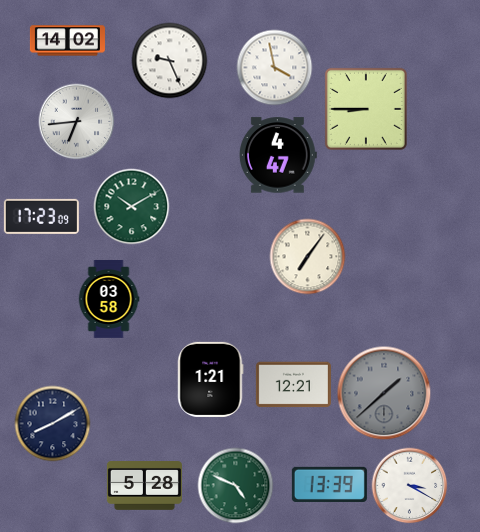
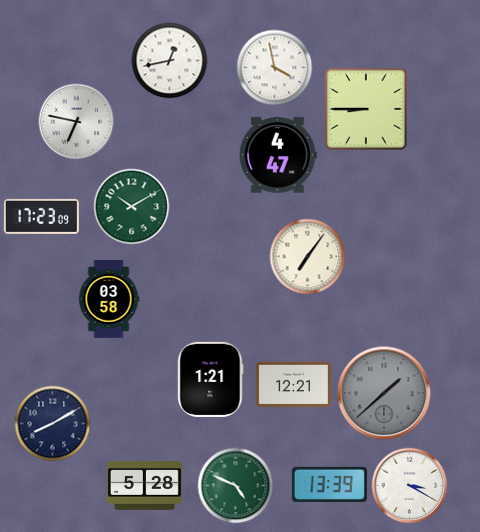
clock at (67, 41): 14:02 -> none
clock at (170, 61): 9:26 -> 12:43
clock at (77, 122): 6:44 -> 6:47
